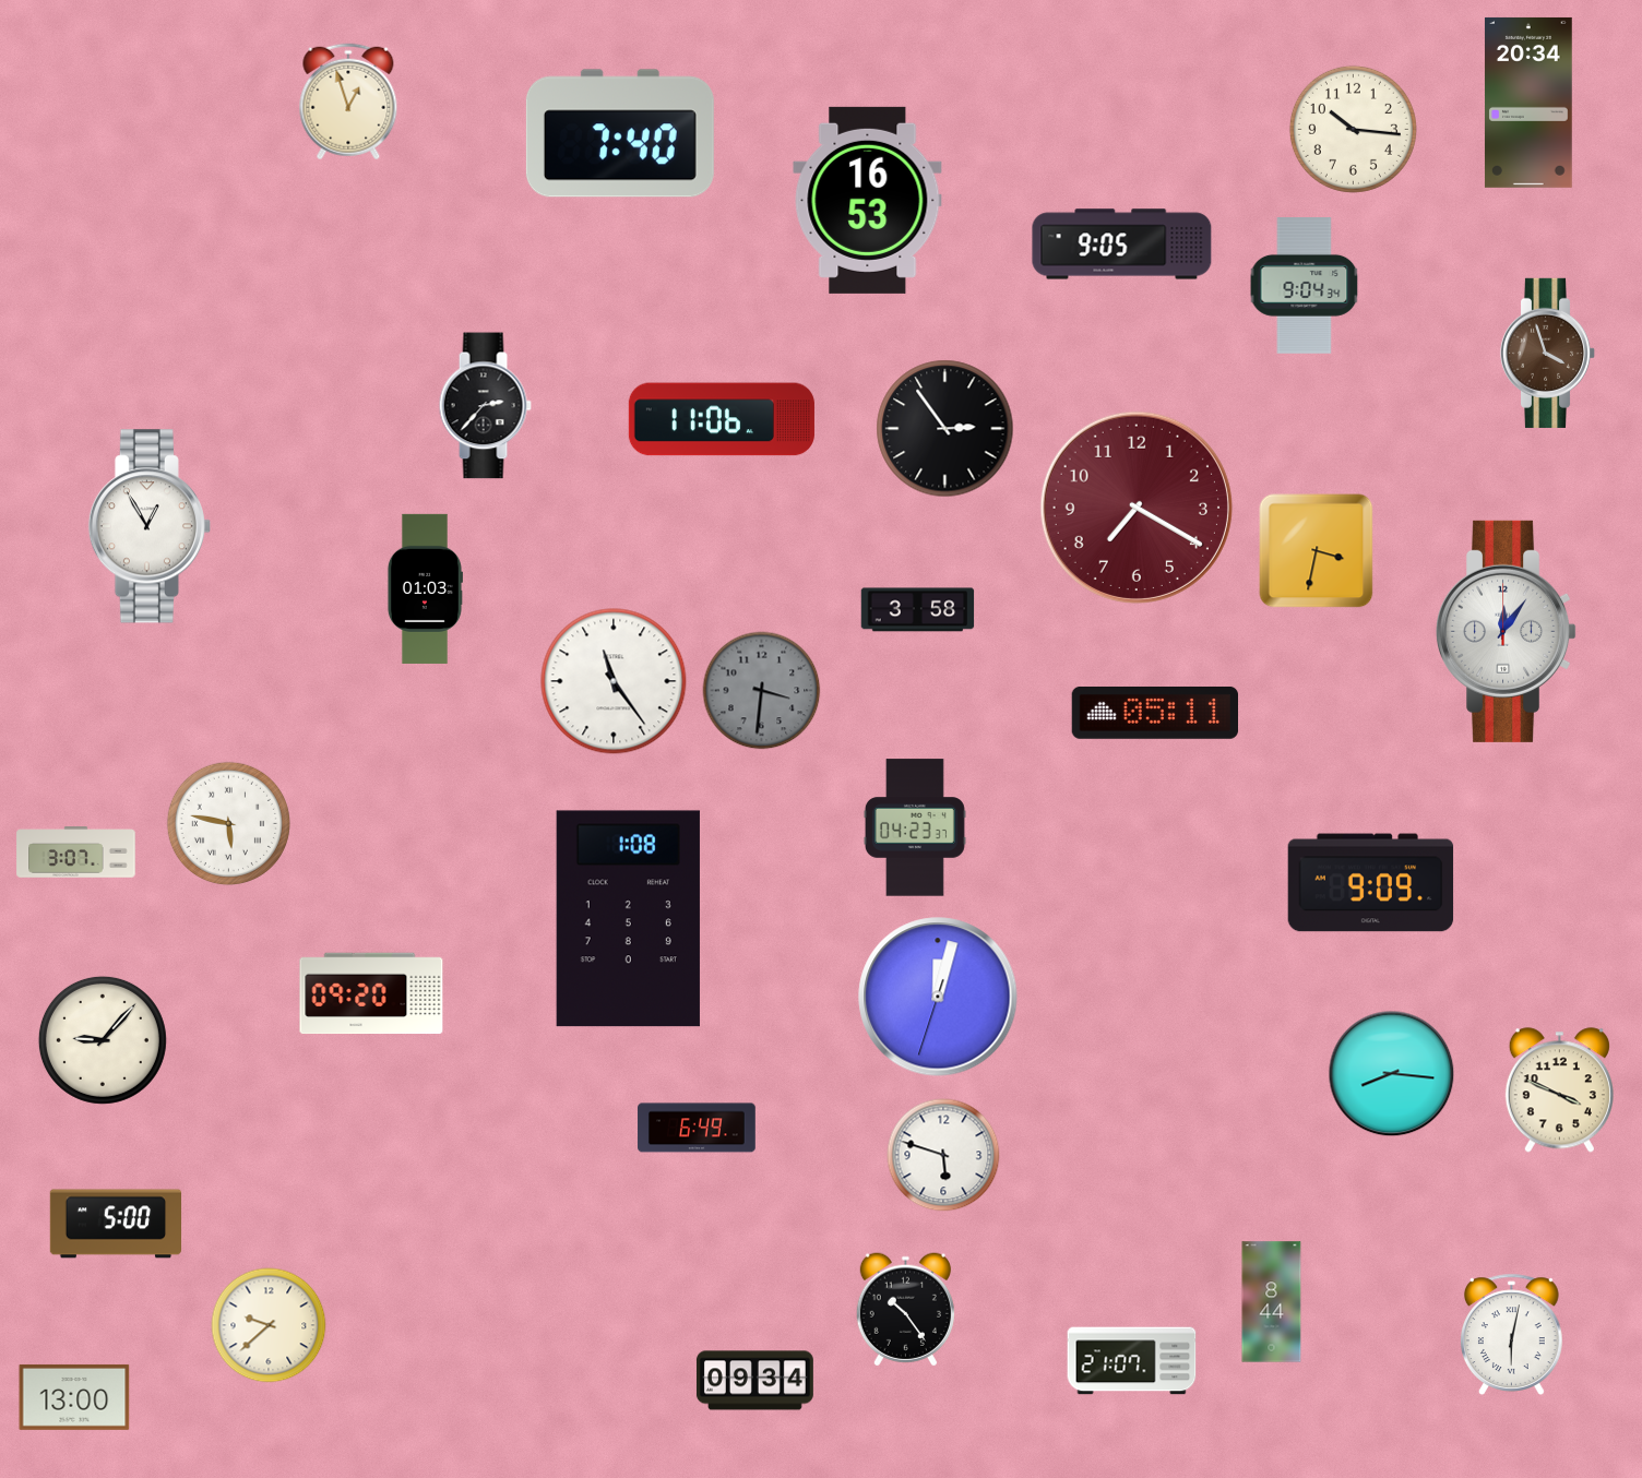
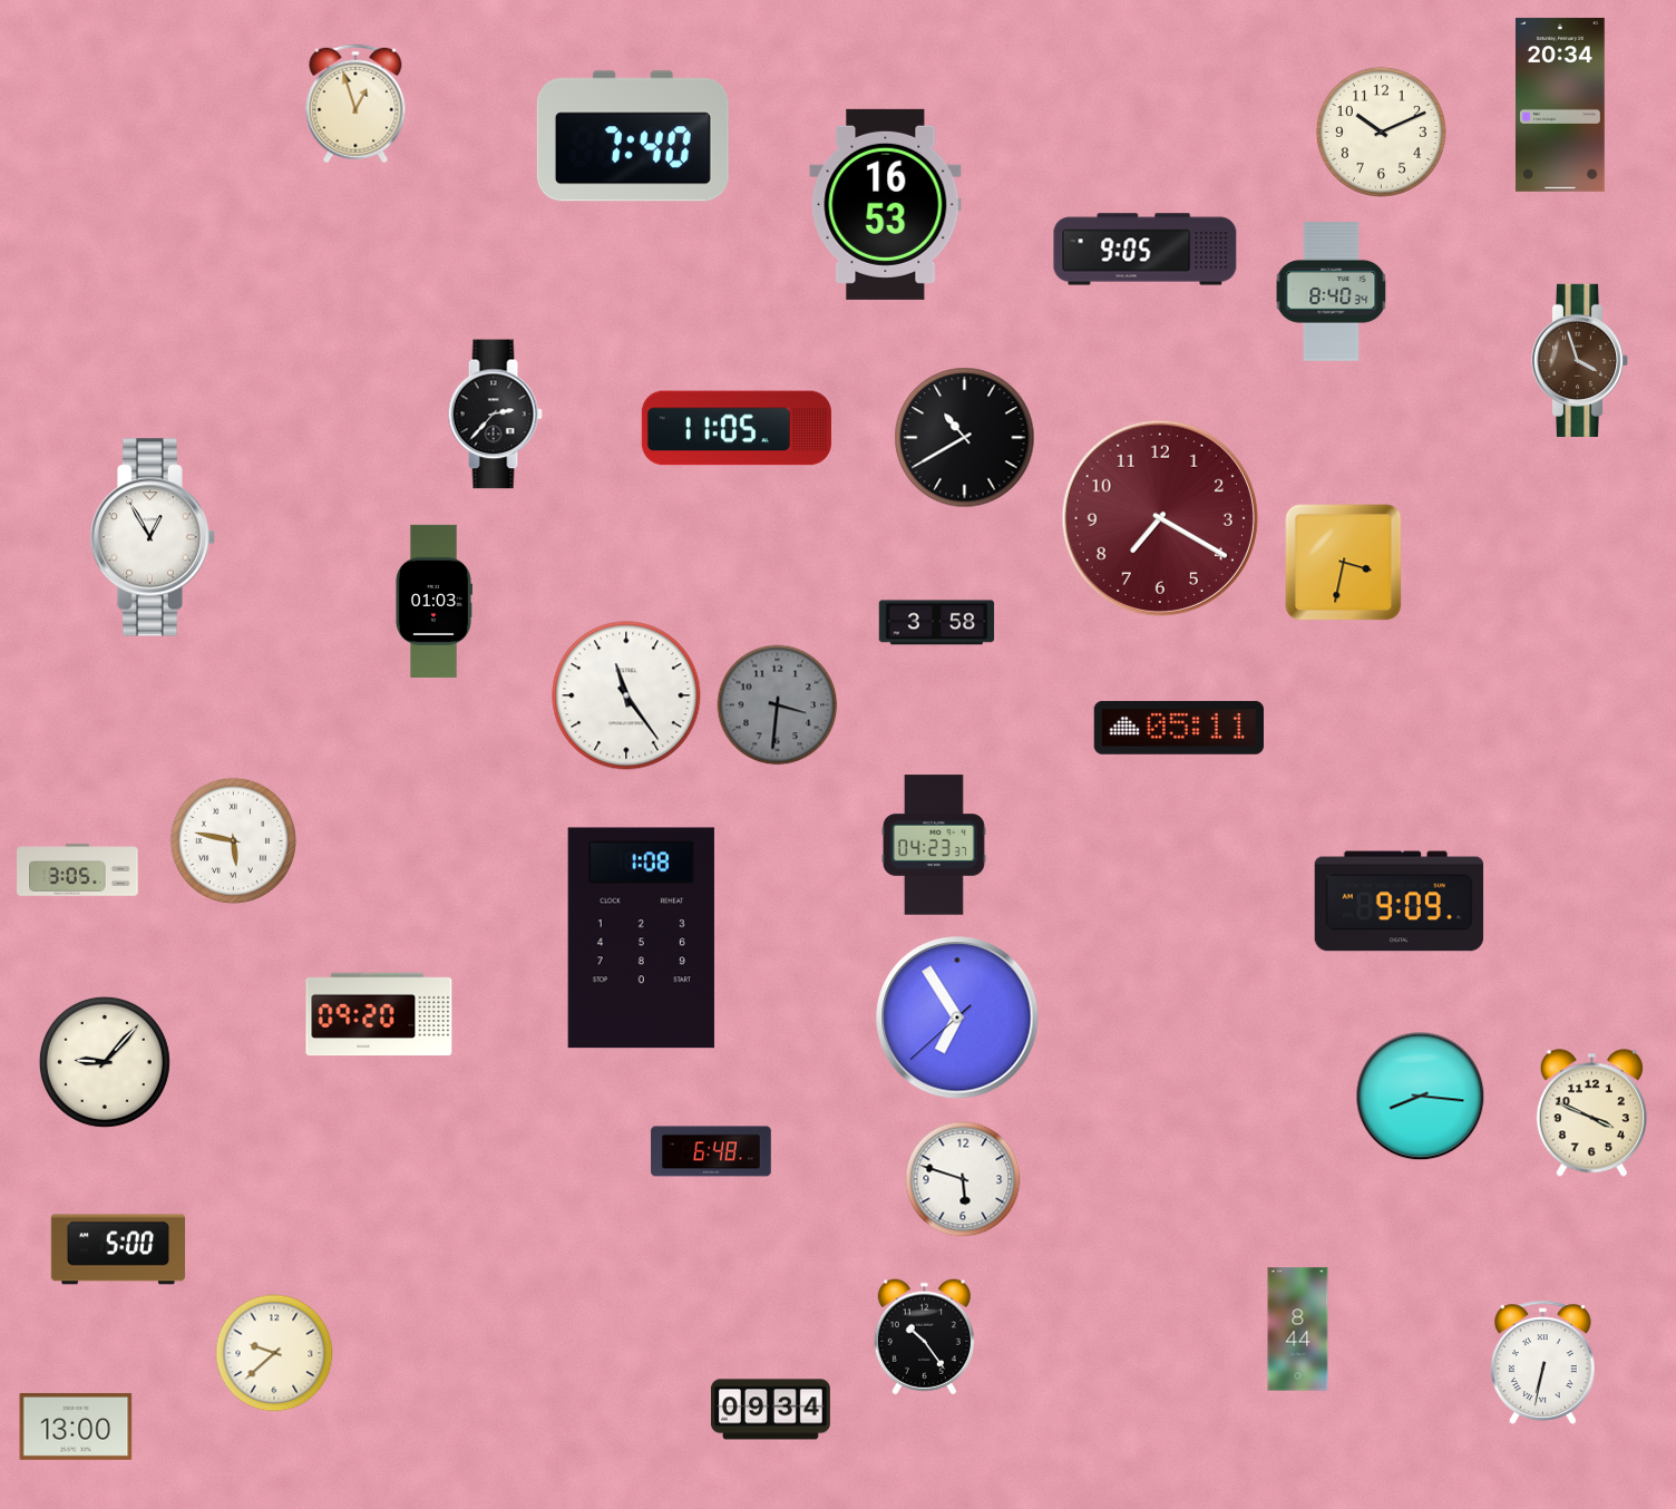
clock at (1353, 129): 10:16 -> 10:11
clock at (1305, 286): 9:04 -> 8:40
clock at (722, 419): 11:06 -> 11:05
clock at (945, 429): 2:54 -> 10:40
clock at (1508, 631): 12:06 -> none
clock at (76, 853): 3:07 -> 3:05
clock at (938, 997): 12:02 -> 6:54
clock at (697, 1128): 6:49 -> 6:48
clock at (1511, 1334): 6:02 -> 6:32
clock at (1132, 1361): 21:07 -> none
